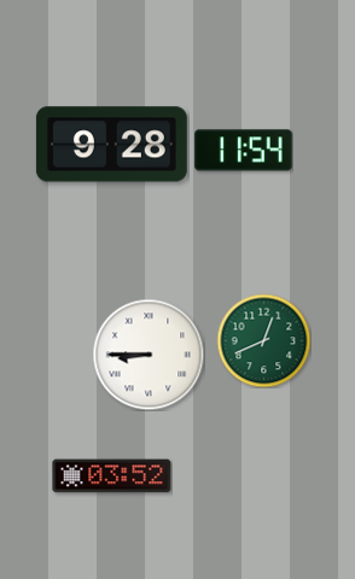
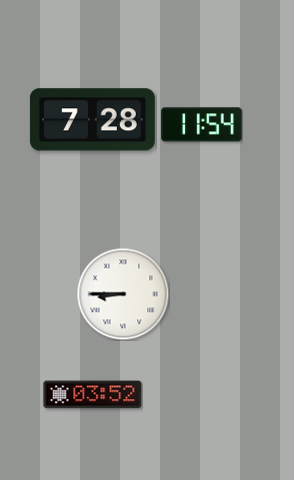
clock at (111, 145): 9:28 -> 7:28
clock at (263, 340): 12:41 -> none
